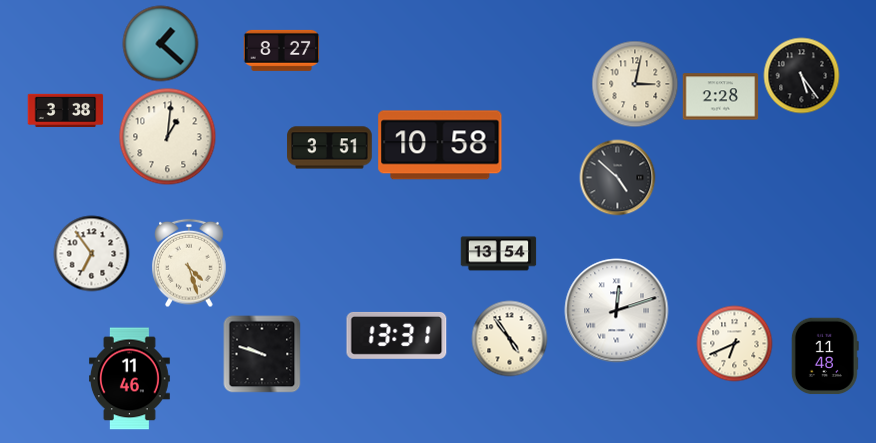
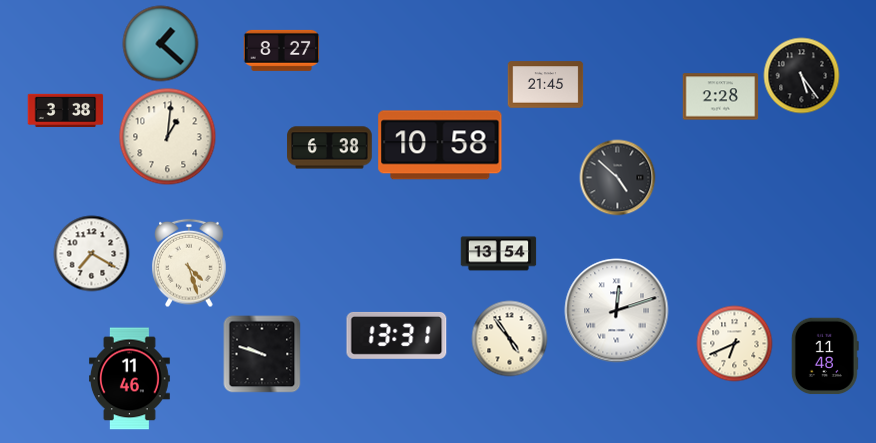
clock at (635, 84): 3:02 -> none
clock at (546, 85): none -> 21:45
clock at (330, 148): 3:51 -> 6:38
clock at (92, 254): 6:54 -> 7:20
